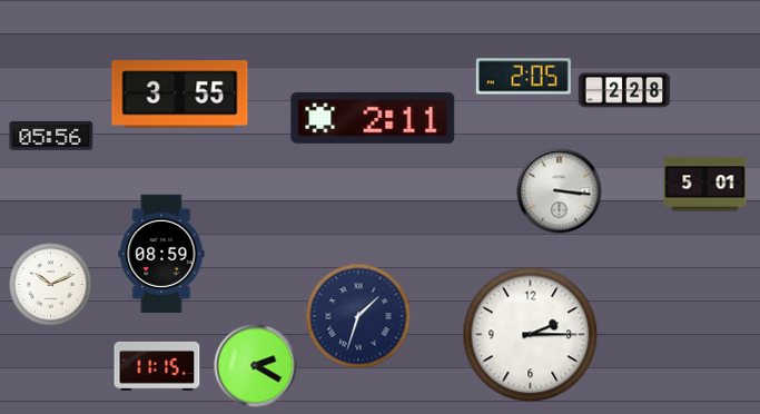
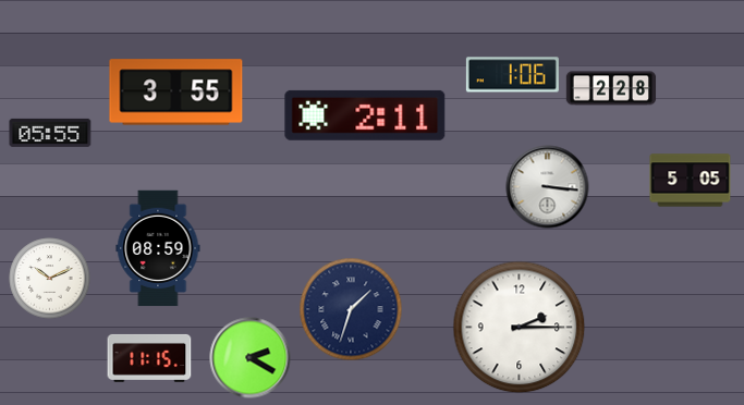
clock at (523, 77): 2:05 -> 1:06
clock at (51, 136): 05:56 -> 05:55
clock at (705, 185): 5:01 -> 5:05
clock at (157, 366) position: (157, 366) -> (149, 358)
